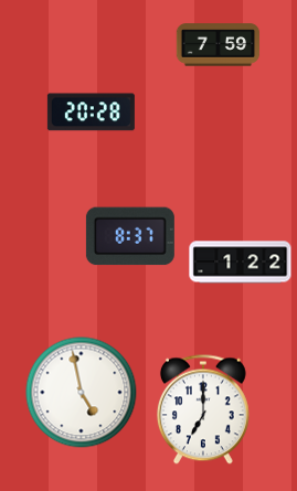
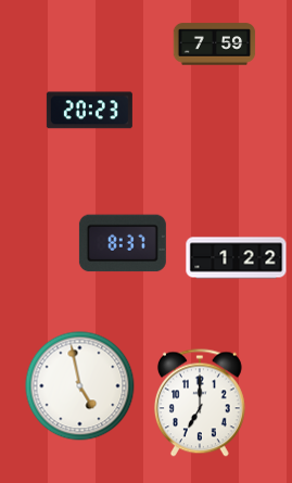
clock at (91, 113): 20:28 -> 20:23
clock at (130, 236) position: (130, 236) -> (123, 243)
